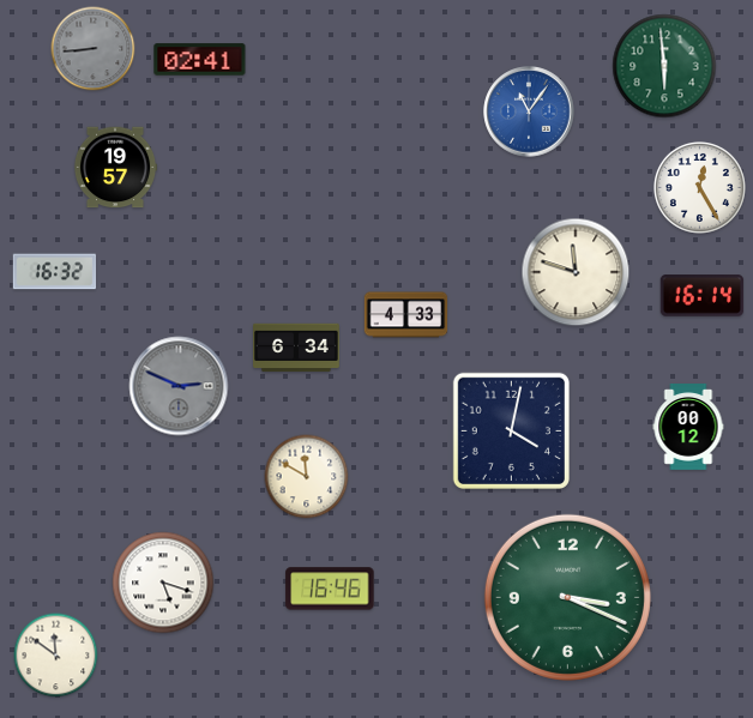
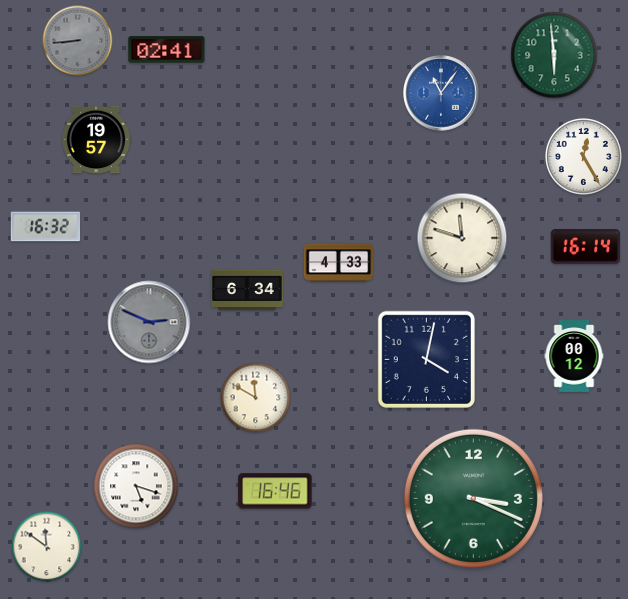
clock at (576, 272) position: (576, 272) -> (462, 238)
